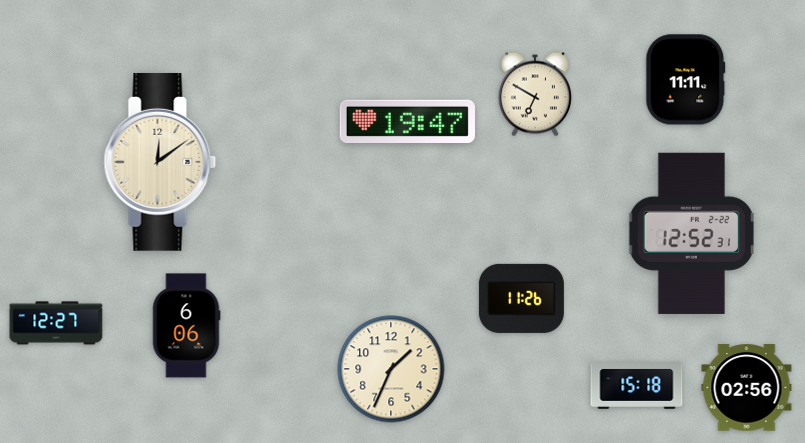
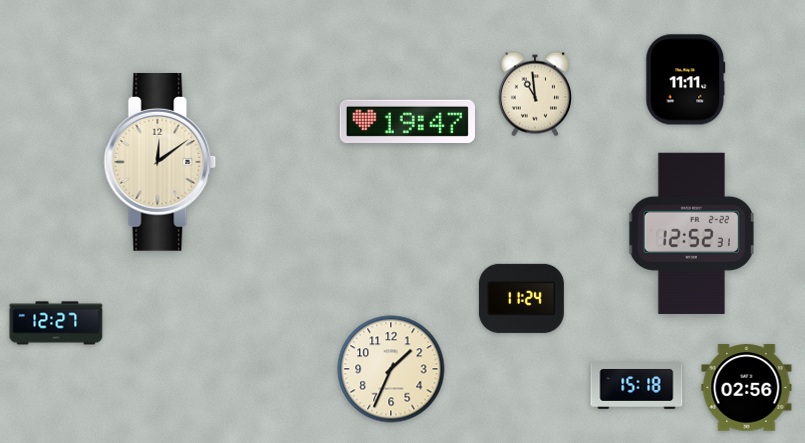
clock at (535, 94): 6:50 -> 10:59
clock at (521, 298): 11:26 -> 11:24
clock at (186, 326): 6:06 -> none
